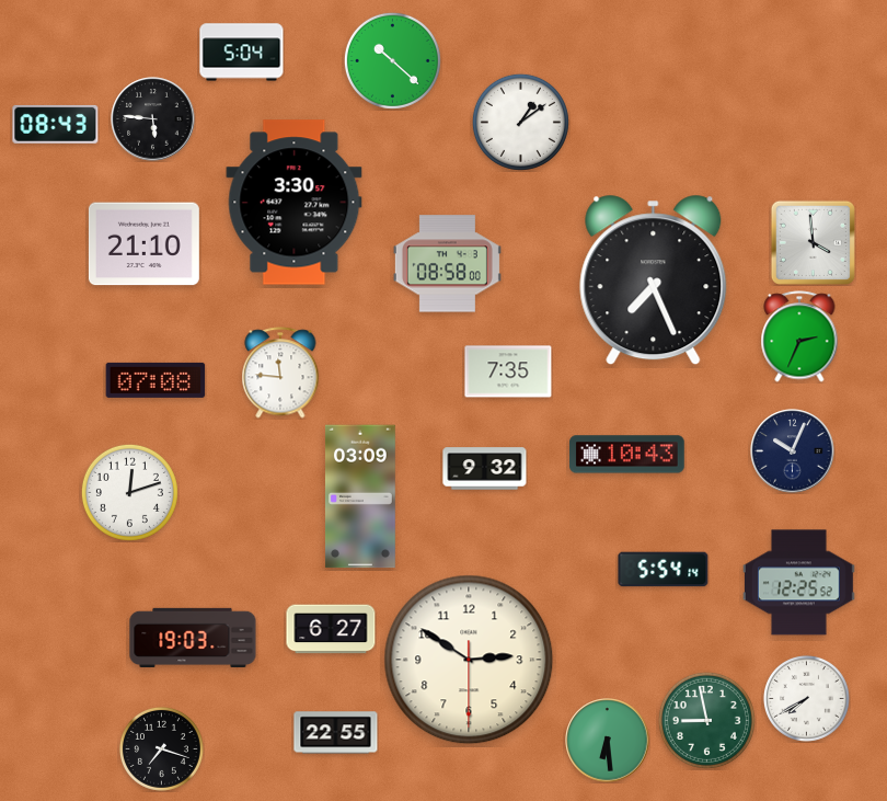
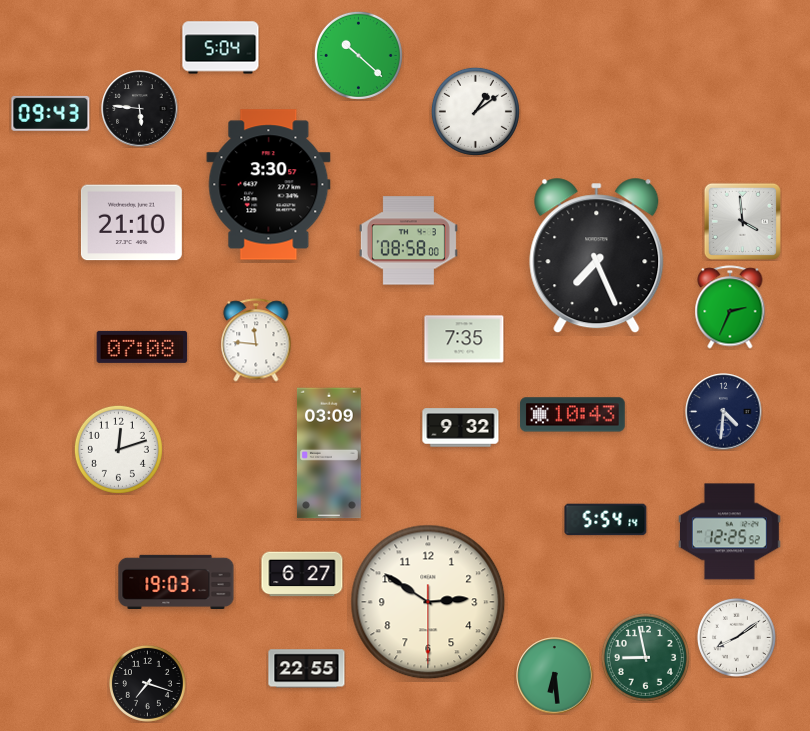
clock at (56, 124): 08:43 -> 09:43
clock at (793, 451): 10:04 -> 4:31
clock at (485, 469) position: (485, 469) -> (461, 428)
clock at (806, 698): 7:40 -> 8:09
